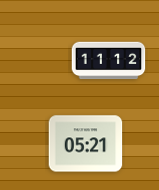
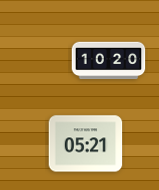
clock at (109, 61): 11:12 -> 10:20
